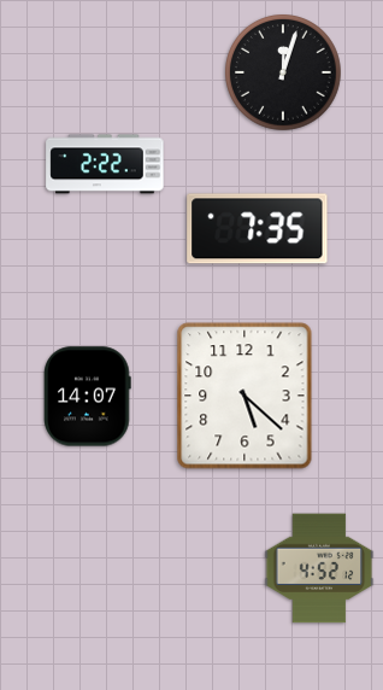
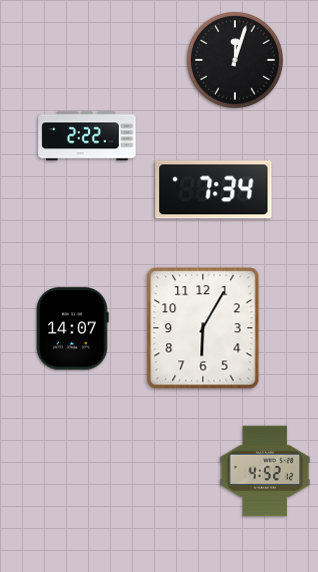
clock at (258, 229): 7:35 -> 7:34
clock at (244, 396): 5:22 -> 6:05
